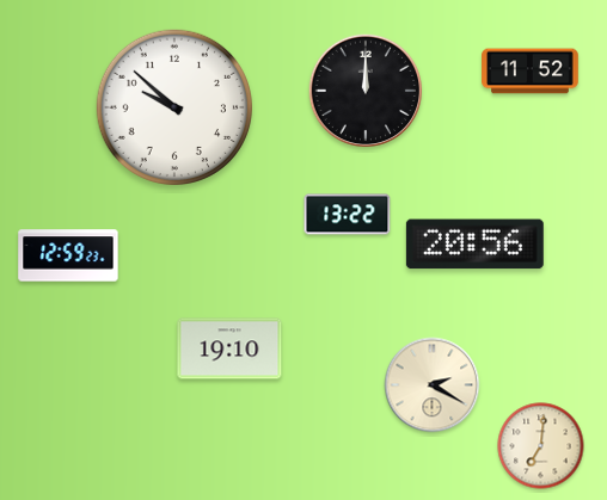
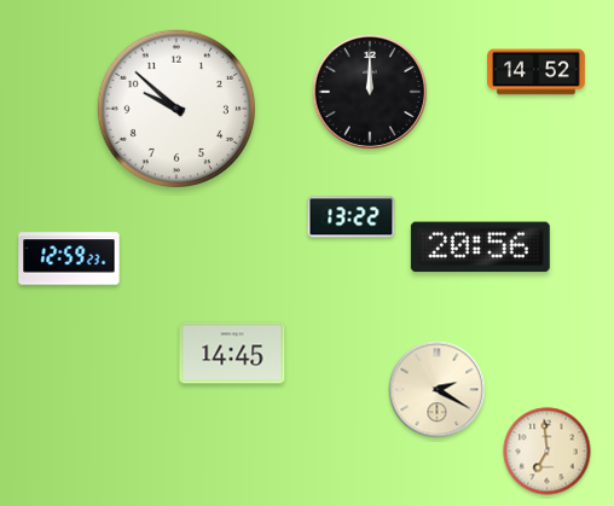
clock at (531, 72): 11:52 -> 14:52
clock at (229, 348): 19:10 -> 14:45
clock at (541, 446): 7:01 -> 6:59
